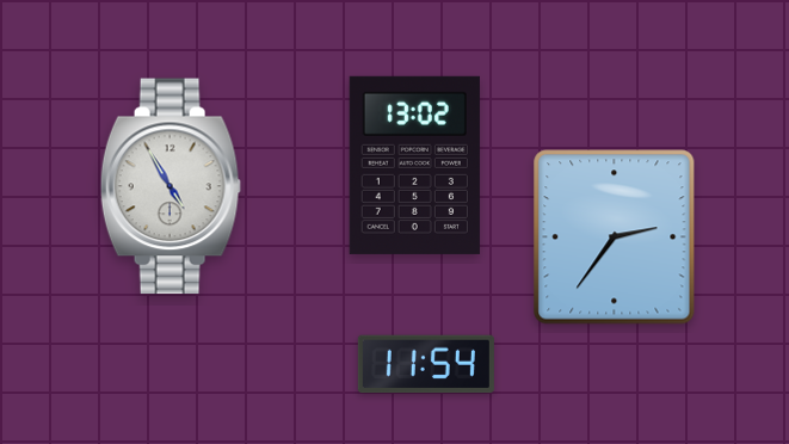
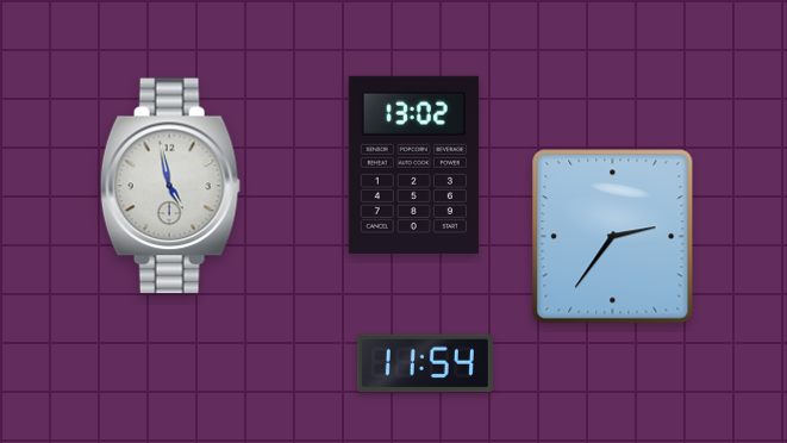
clock at (171, 186): 4:55 -> 4:58
